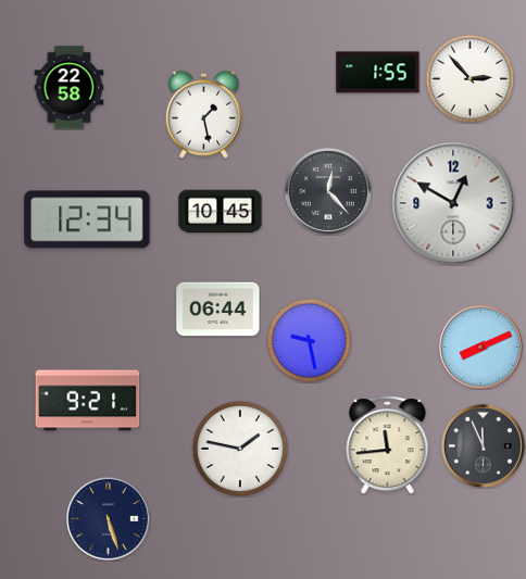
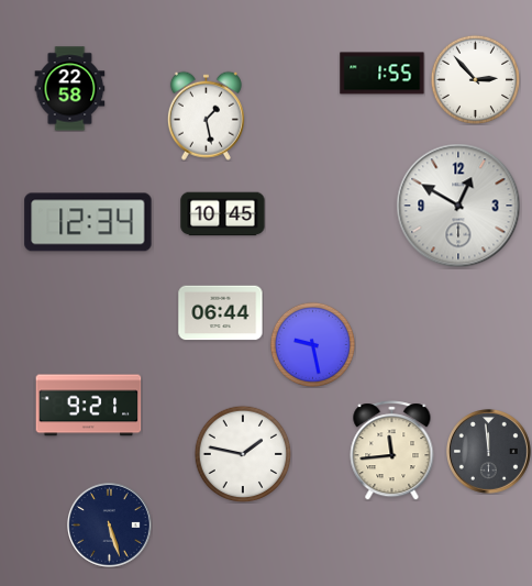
clock at (328, 191): 12:23 -> none
clock at (481, 348): 8:11 -> none
clock at (484, 446): 11:56 -> 11:59
